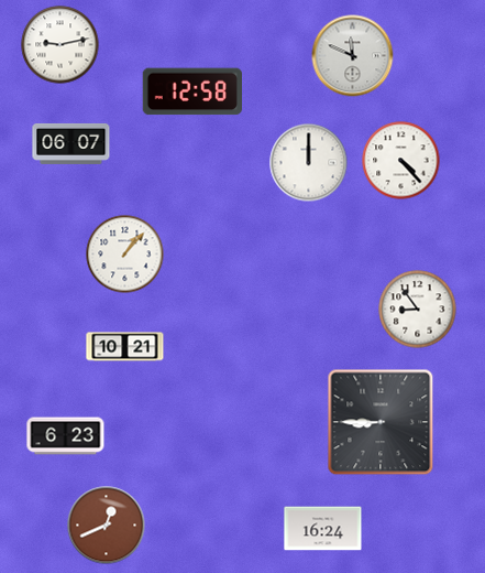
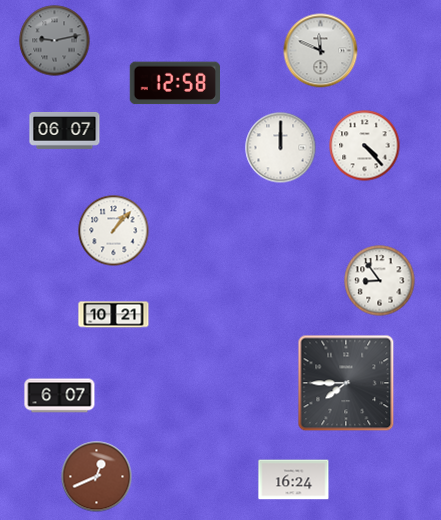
clock at (60, 45) dial: white -> grey
clock at (381, 422): 8:45 -> 7:45
clock at (66, 436): 6:23 -> 6:07
